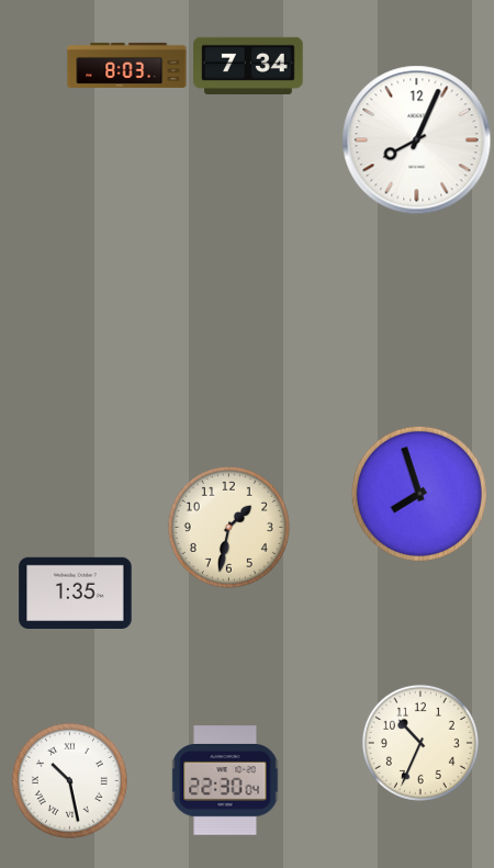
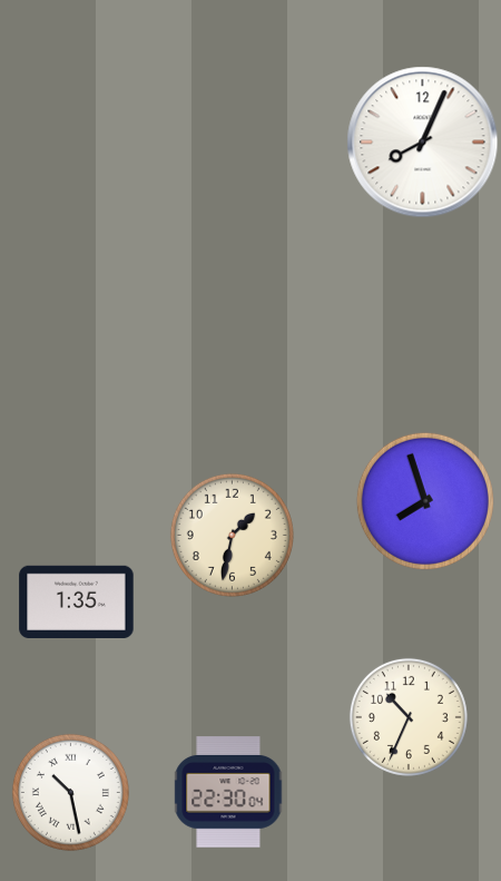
clock at (127, 65): 8:03 -> none
clock at (248, 66): 7:34 -> none
clock at (420, 743) position: (420, 743) -> (409, 717)
